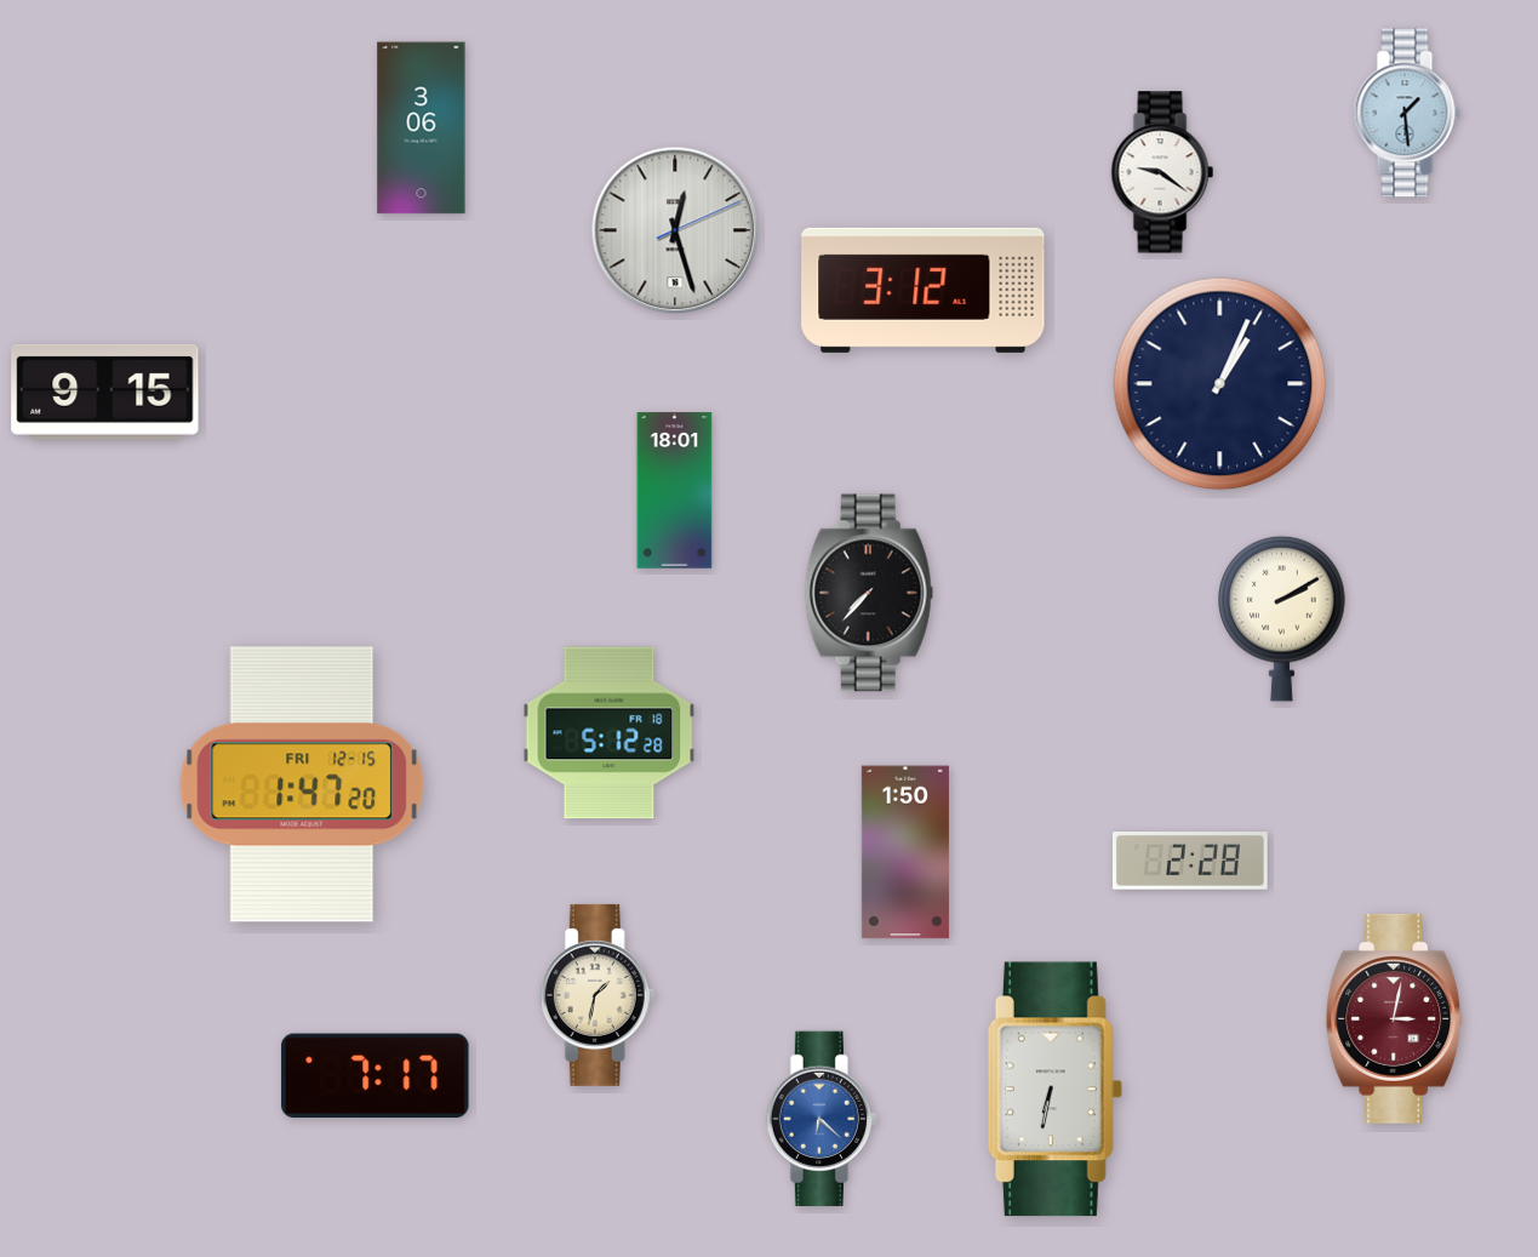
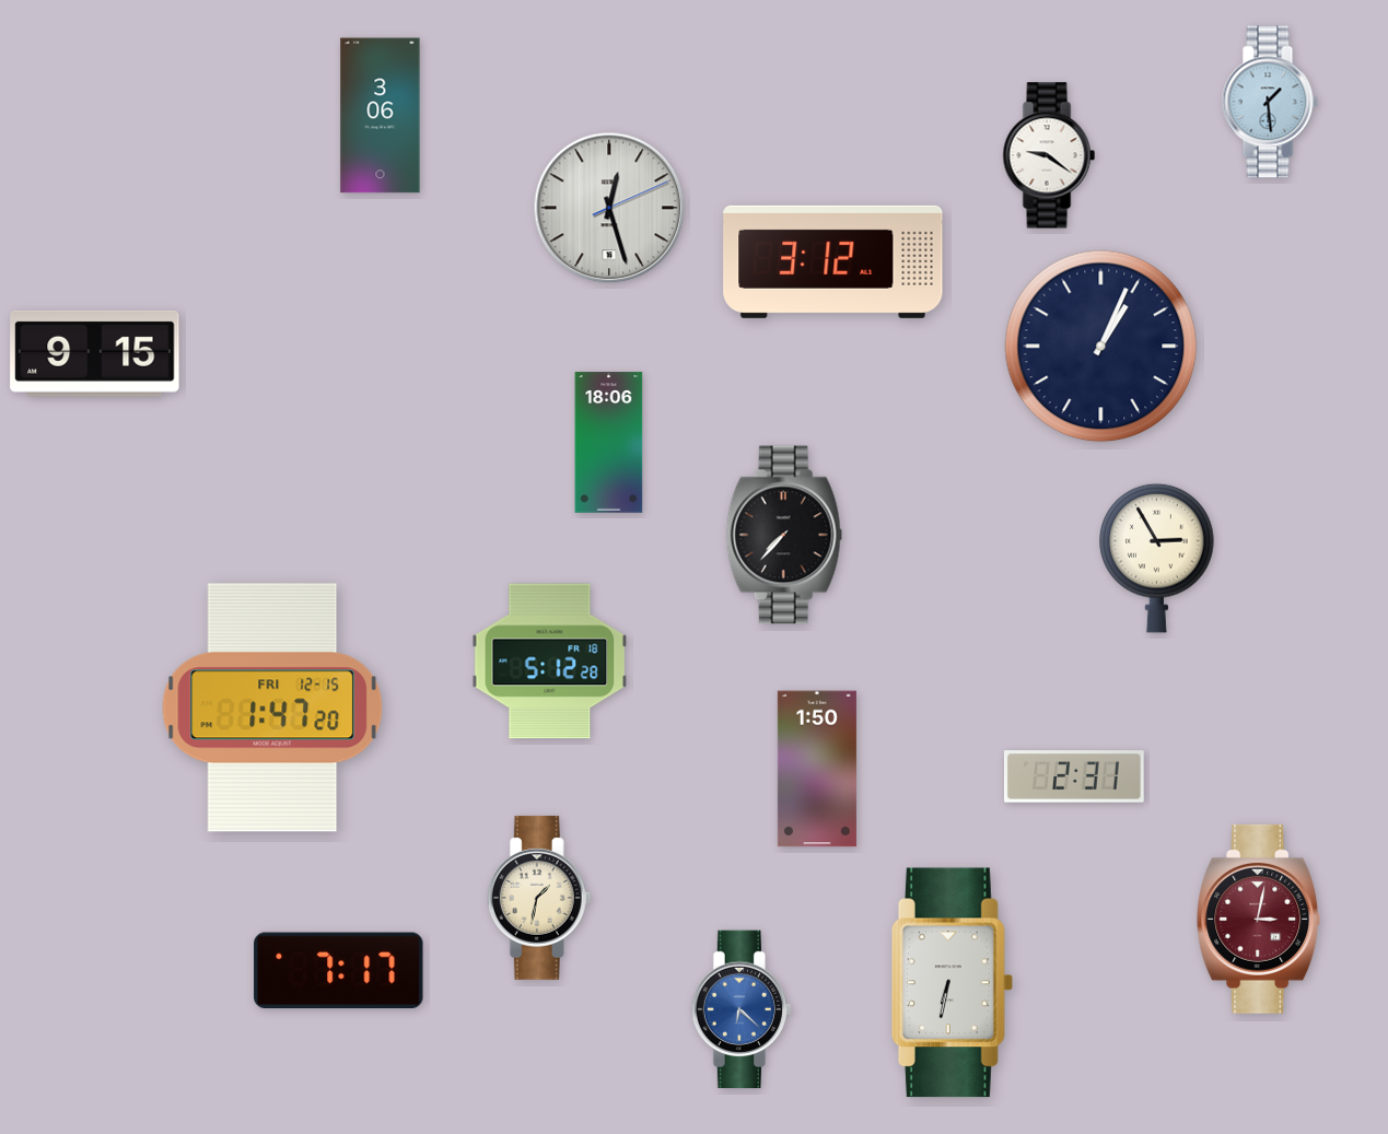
clock at (675, 491): 18:01 -> 18:06
clock at (1282, 618): 2:10 -> 2:55
clock at (1191, 861): 2:28 -> 2:31
